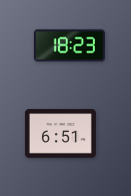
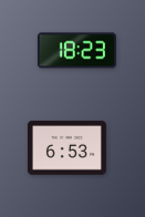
clock at (60, 134): 6:51 -> 6:53
